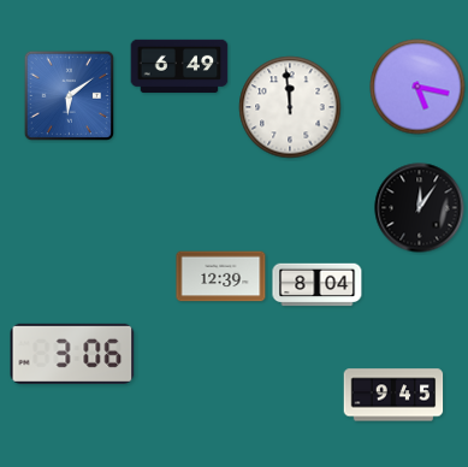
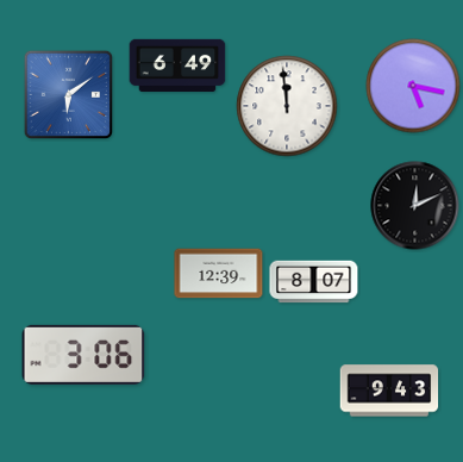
clock at (420, 208): 12:06 -> 12:11
clock at (318, 285): 8:04 -> 8:07
clock at (72, 354) position: (72, 354) -> (83, 355)
clock at (393, 395): 9:45 -> 9:43
